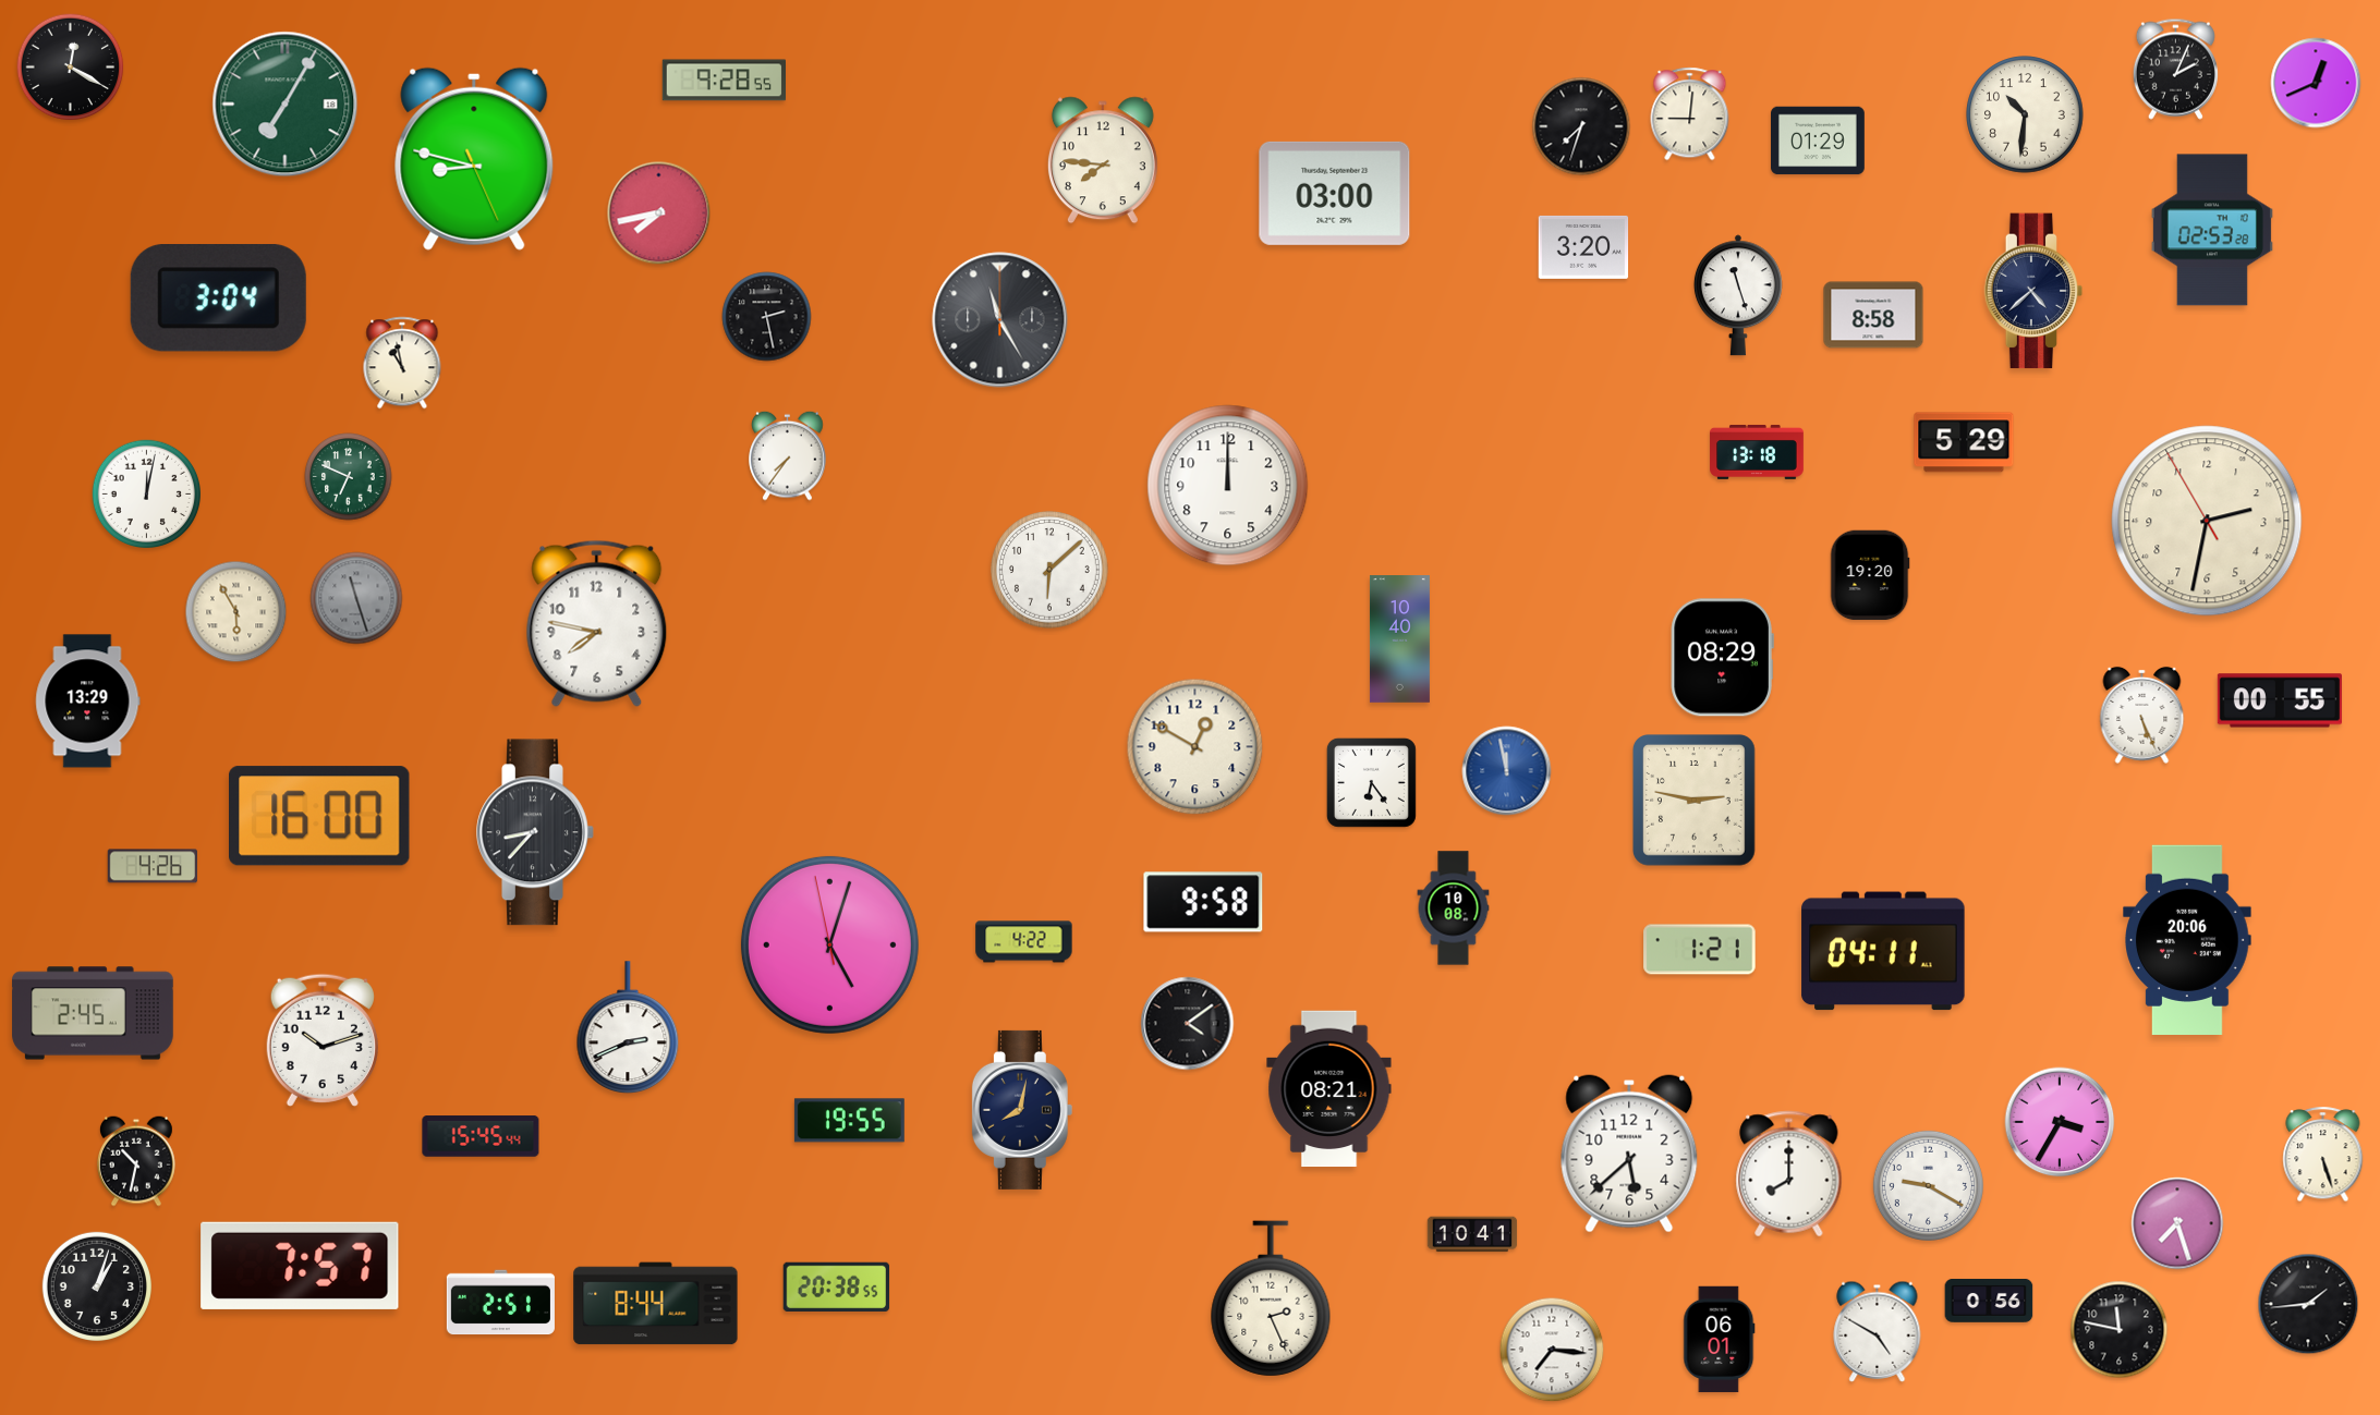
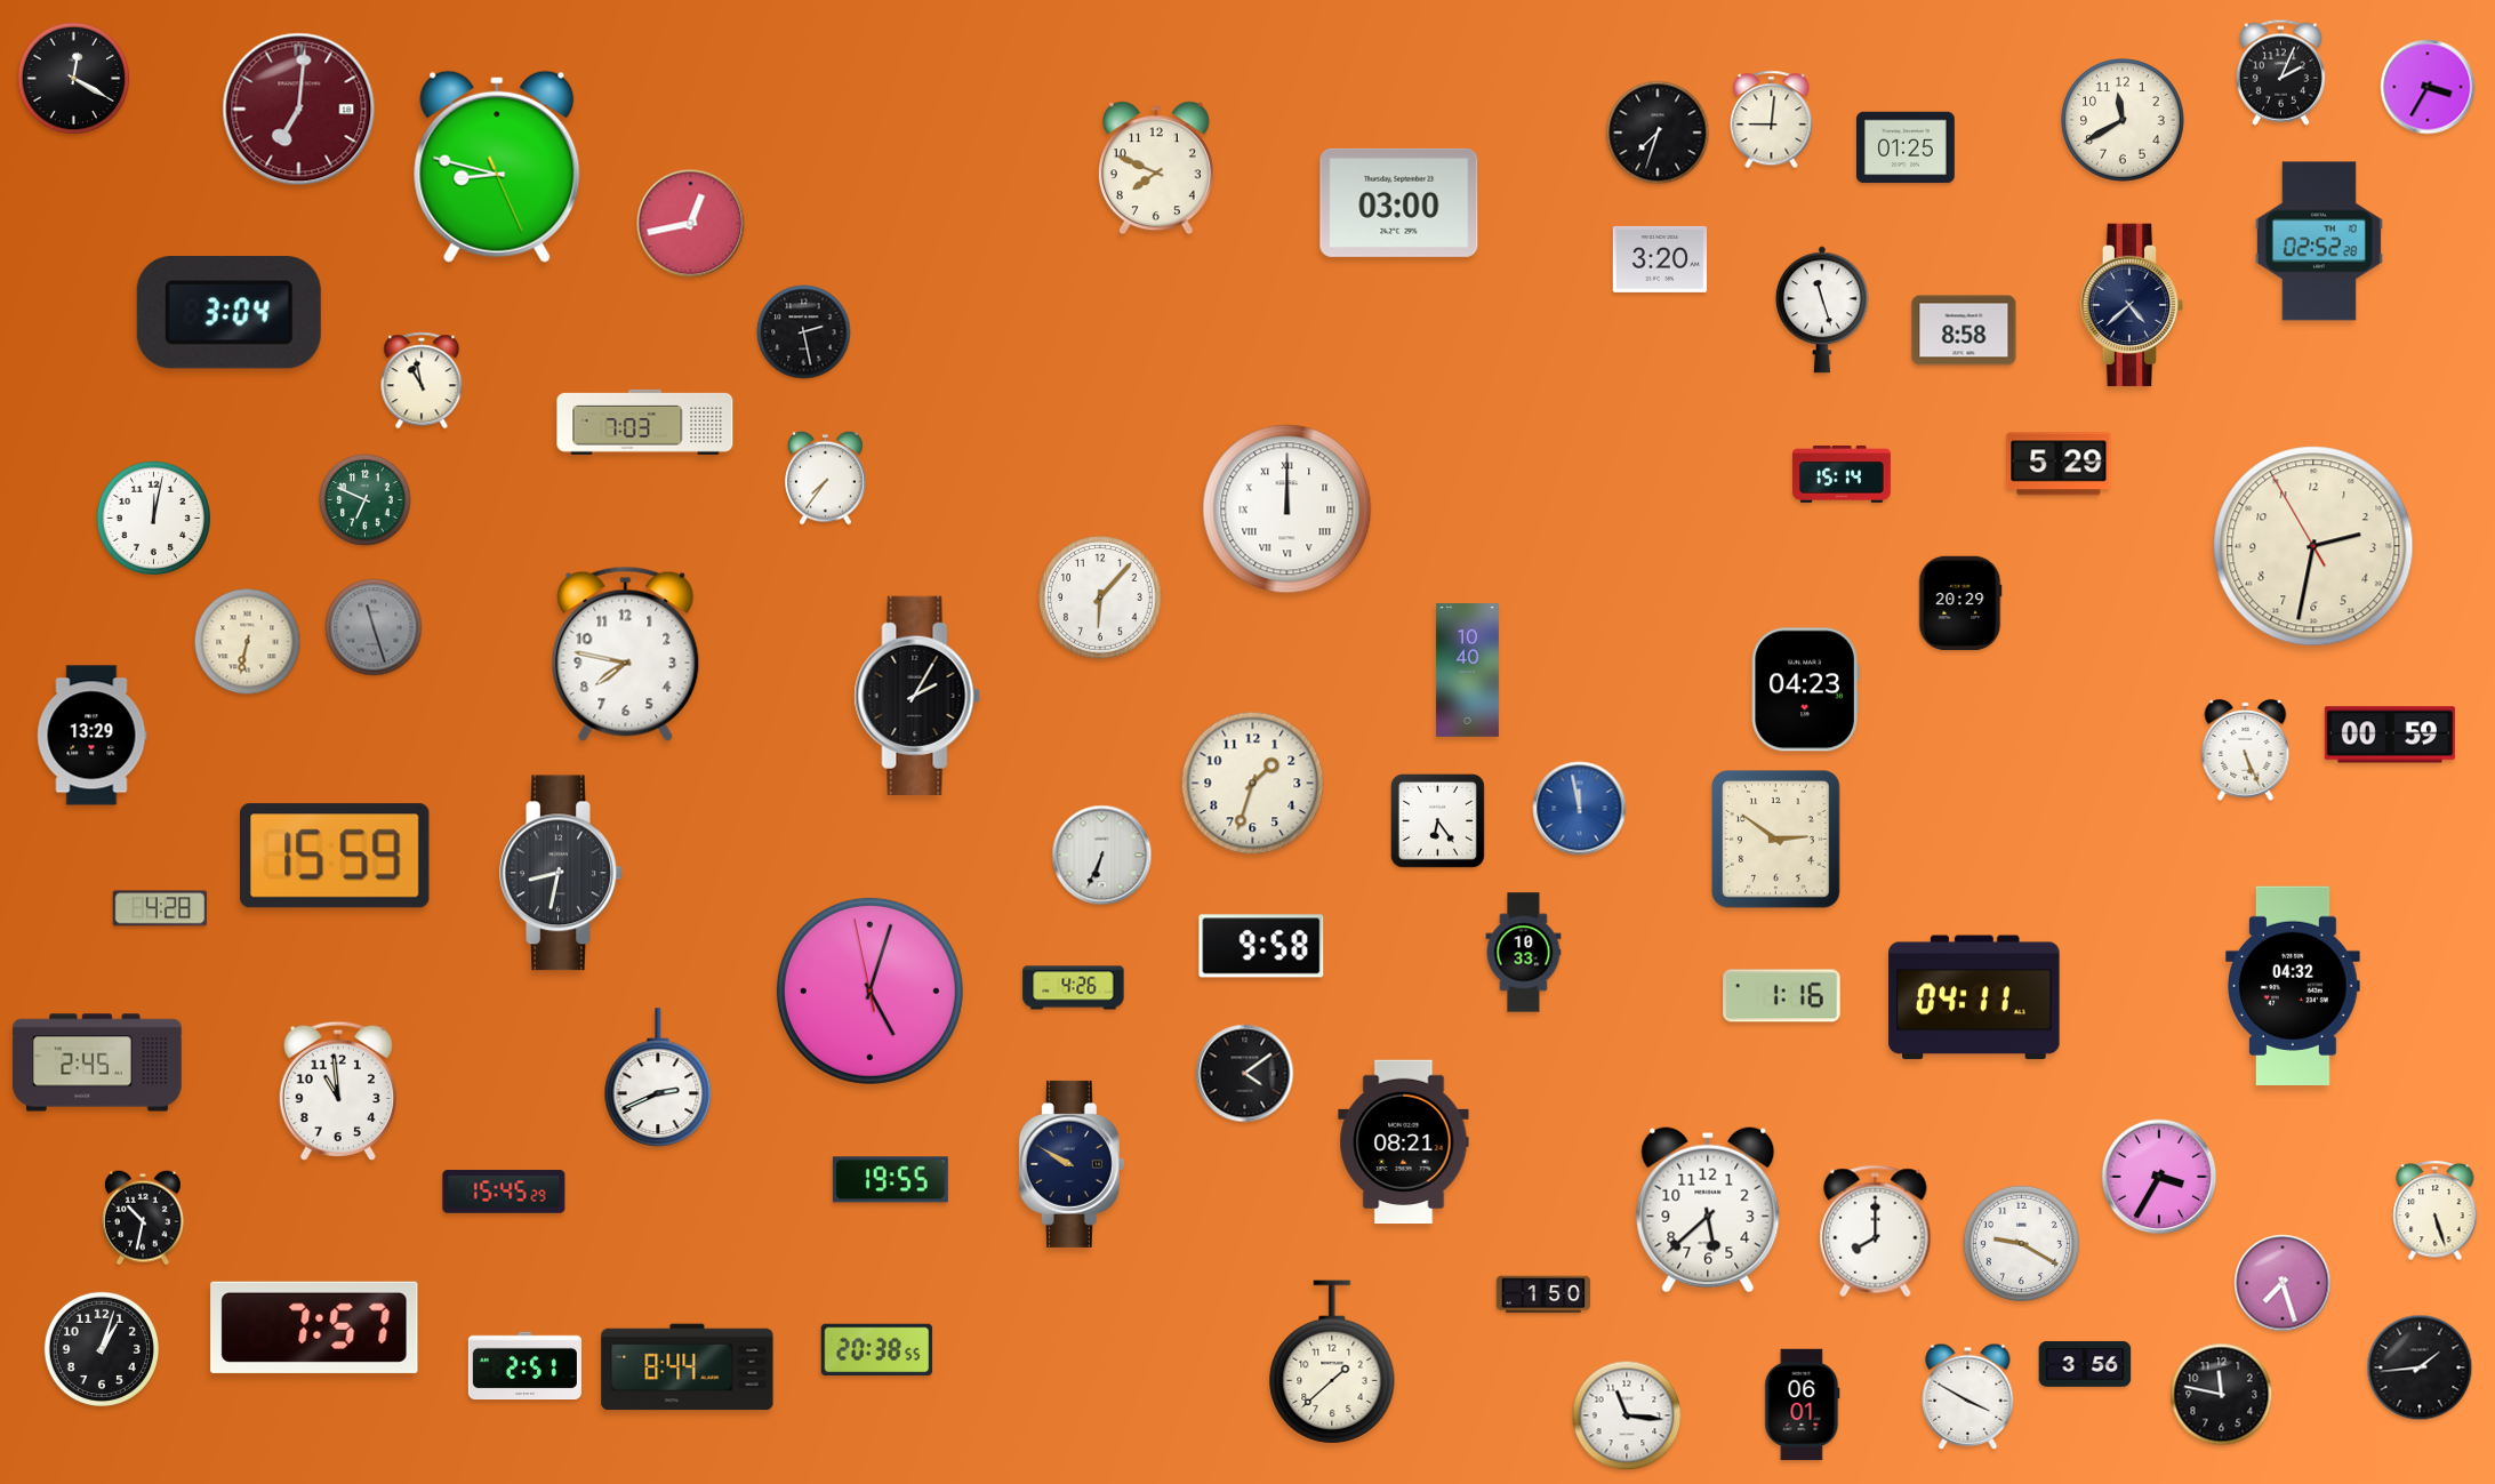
clock at (71, 68) position: (71, 68) -> (74, 79)
clock at (724, 81): 9:28 -> none
clock at (2316, 83): 12:41 -> 3:35
clock at (286, 105): 7:05 -> 7:01
clock at (286, 105) dial: green -> burgundy
clock at (2025, 114): 10:31 -> 11:40
clock at (1819, 141): 01:29 -> 01:25
clock at (1103, 160): 7:46 -> 7:49
clock at (659, 214): 7:43 -> 12:43
clock at (2212, 230): 02:53 -> 02:52
clock at (1000, 320): 11:25 -> none
clock at (645, 422): none -> 7:03
clock at (1757, 452): 13:18 -> 15:14
clock at (1228, 486) numerals: Arabic -> Roman
clock at (1049, 570): 6:08 -> 6:07
clock at (1870, 575): 19:20 -> 20:29
clock at (236, 612): 5:55 -> 6:32
clock at (1722, 658): 08:29 -> 04:23
clock at (917, 696): none -> 2:05
clock at (2280, 700): 00:55 -> 00:59
clock at (1195, 747): 12:50 -> 1:33
clock at (1695, 801): 2:47 -> 2:51
clock at (320, 816): 16:00 -> 15:59
clock at (1102, 856): none -> 6:34
clock at (535, 832): 8:37 -> 8:32
clock at (153, 866): 4:26 -> 4:28
clock at (1454, 908): 10:08 -> 10:33
clock at (2188, 939): 20:06 -> 04:32
clock at (1024, 942): 4:22 -> 4:26
clock at (1700, 950): 1:21 -> 1:16
clock at (323, 1039): 10:12 -> 10:59
clock at (1329, 1089) position: (1329, 1089) -> (1404, 1142)
clock at (1022, 1110): 8:02 -> 9:50
clock at (849, 1121) position: (849, 1121) -> (890, 1180)
clock at (481, 1136): 15:45:44 -> 15:45:29
clock at (1472, 1234): 10:41 -> 1:50
clock at (1271, 1298): 2:26 -> 1:38
clock at (1989, 1301): 0:56 -> 3:56
clock at (1878, 1331): 4:50 -> 3:50
clock at (1552, 1350): 7:16 -> 11:16
